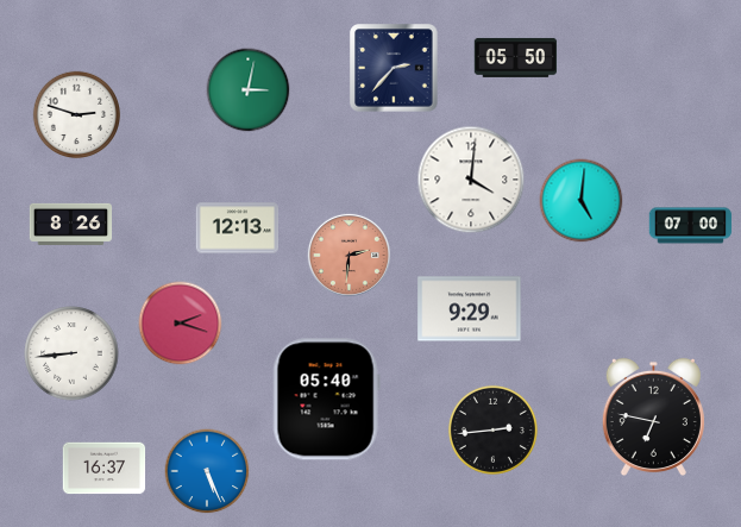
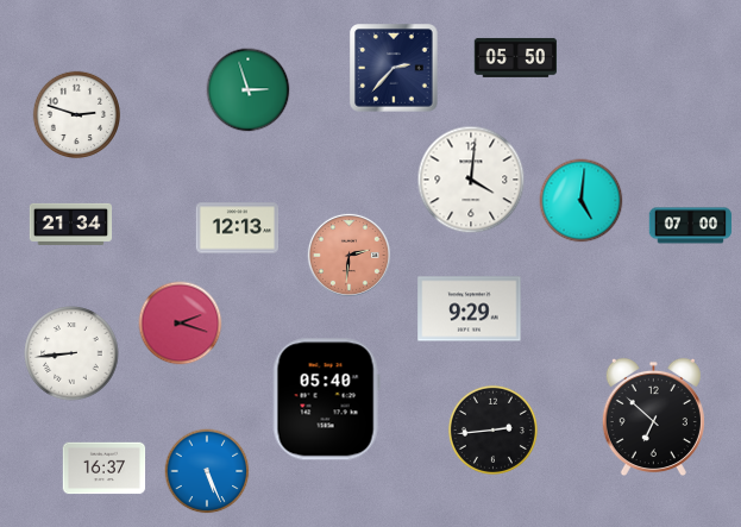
clock at (249, 90): 3:02 -> 2:57
clock at (71, 224): 8:26 -> 21:34
clock at (653, 418): 6:47 -> 6:52
